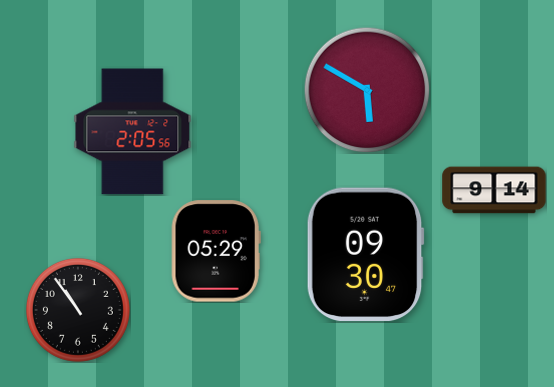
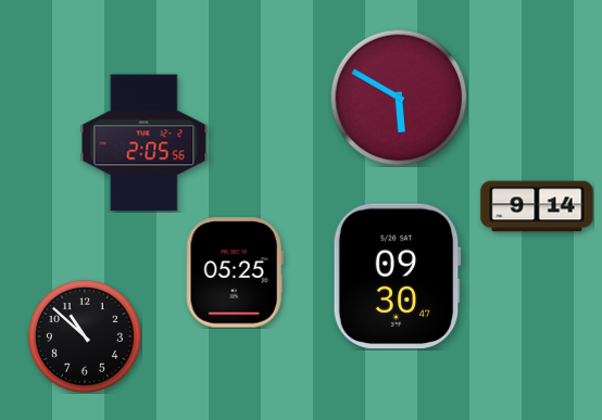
clock at (216, 251): 05:29 -> 05:25
clock at (78, 310): 10:54 -> 10:52
